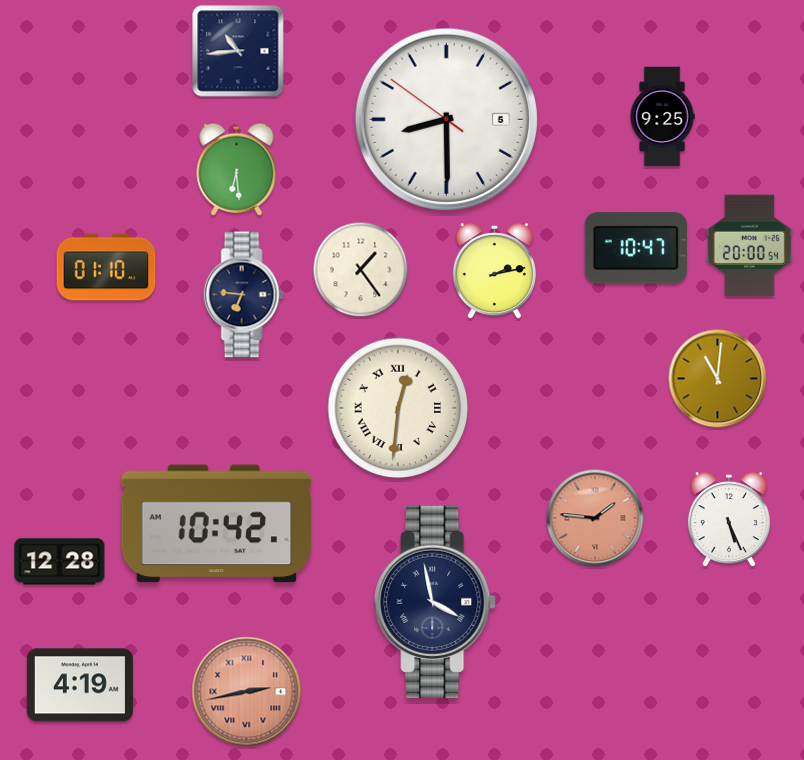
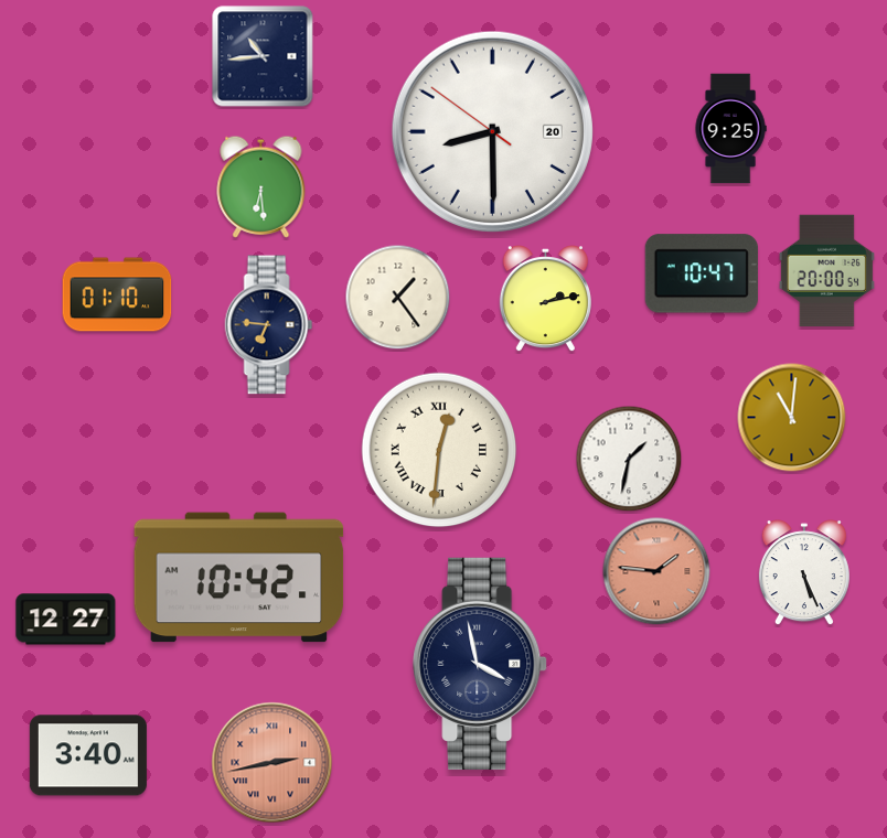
clock at (446, 119) date: 5 -> 20
clock at (629, 459): none -> 1:32
clock at (60, 562): 12:28 -> 12:27
clock at (80, 685): 4:19 -> 3:40
